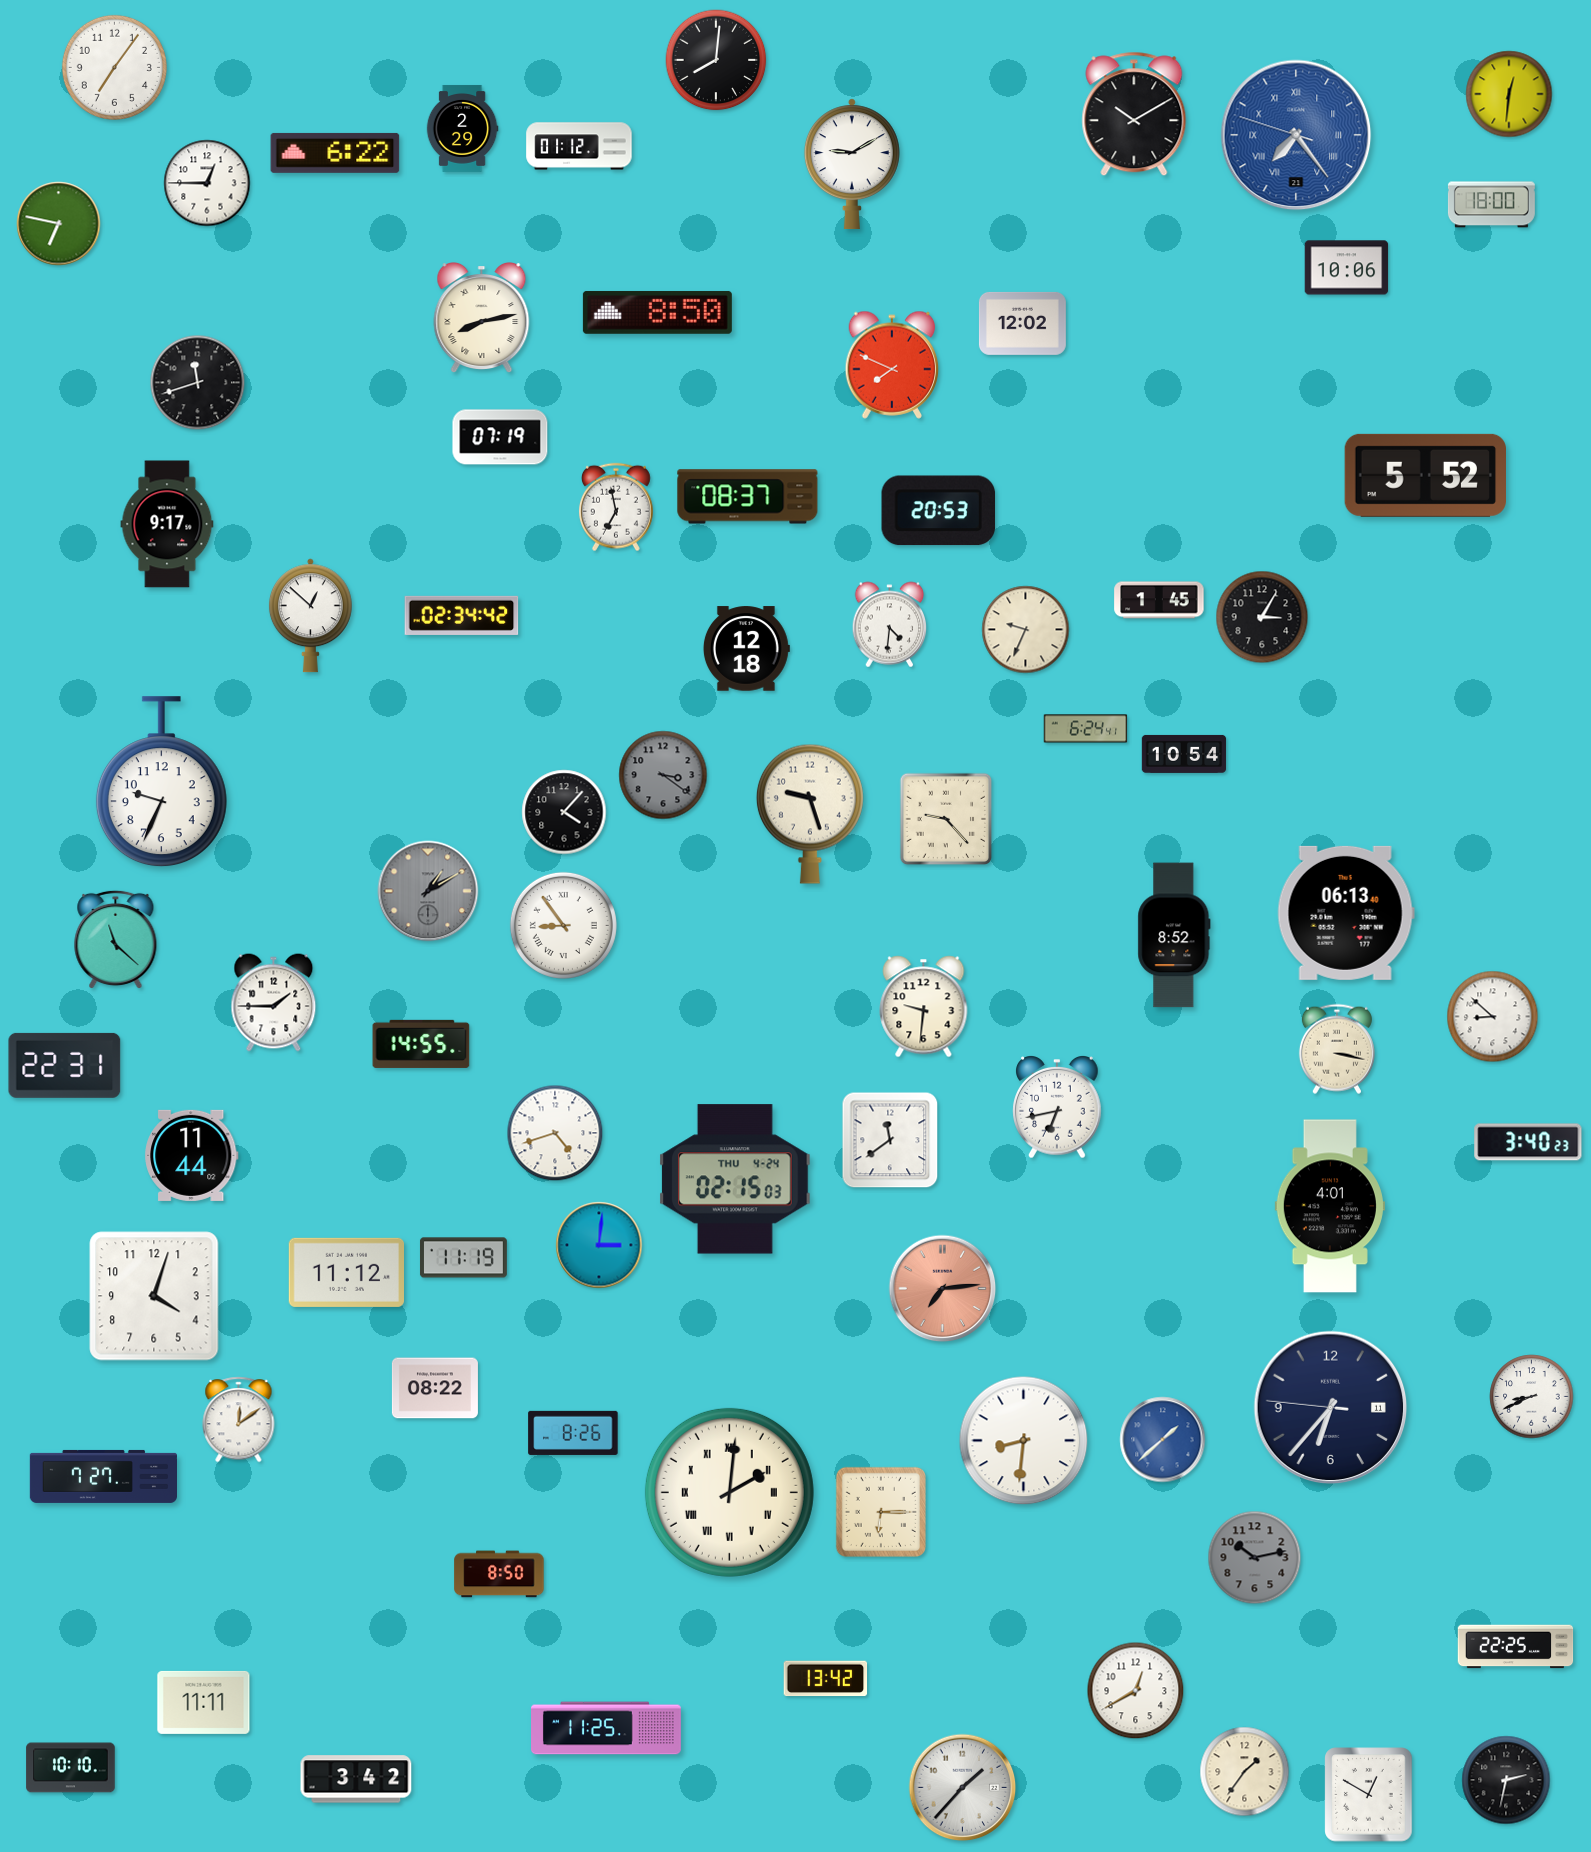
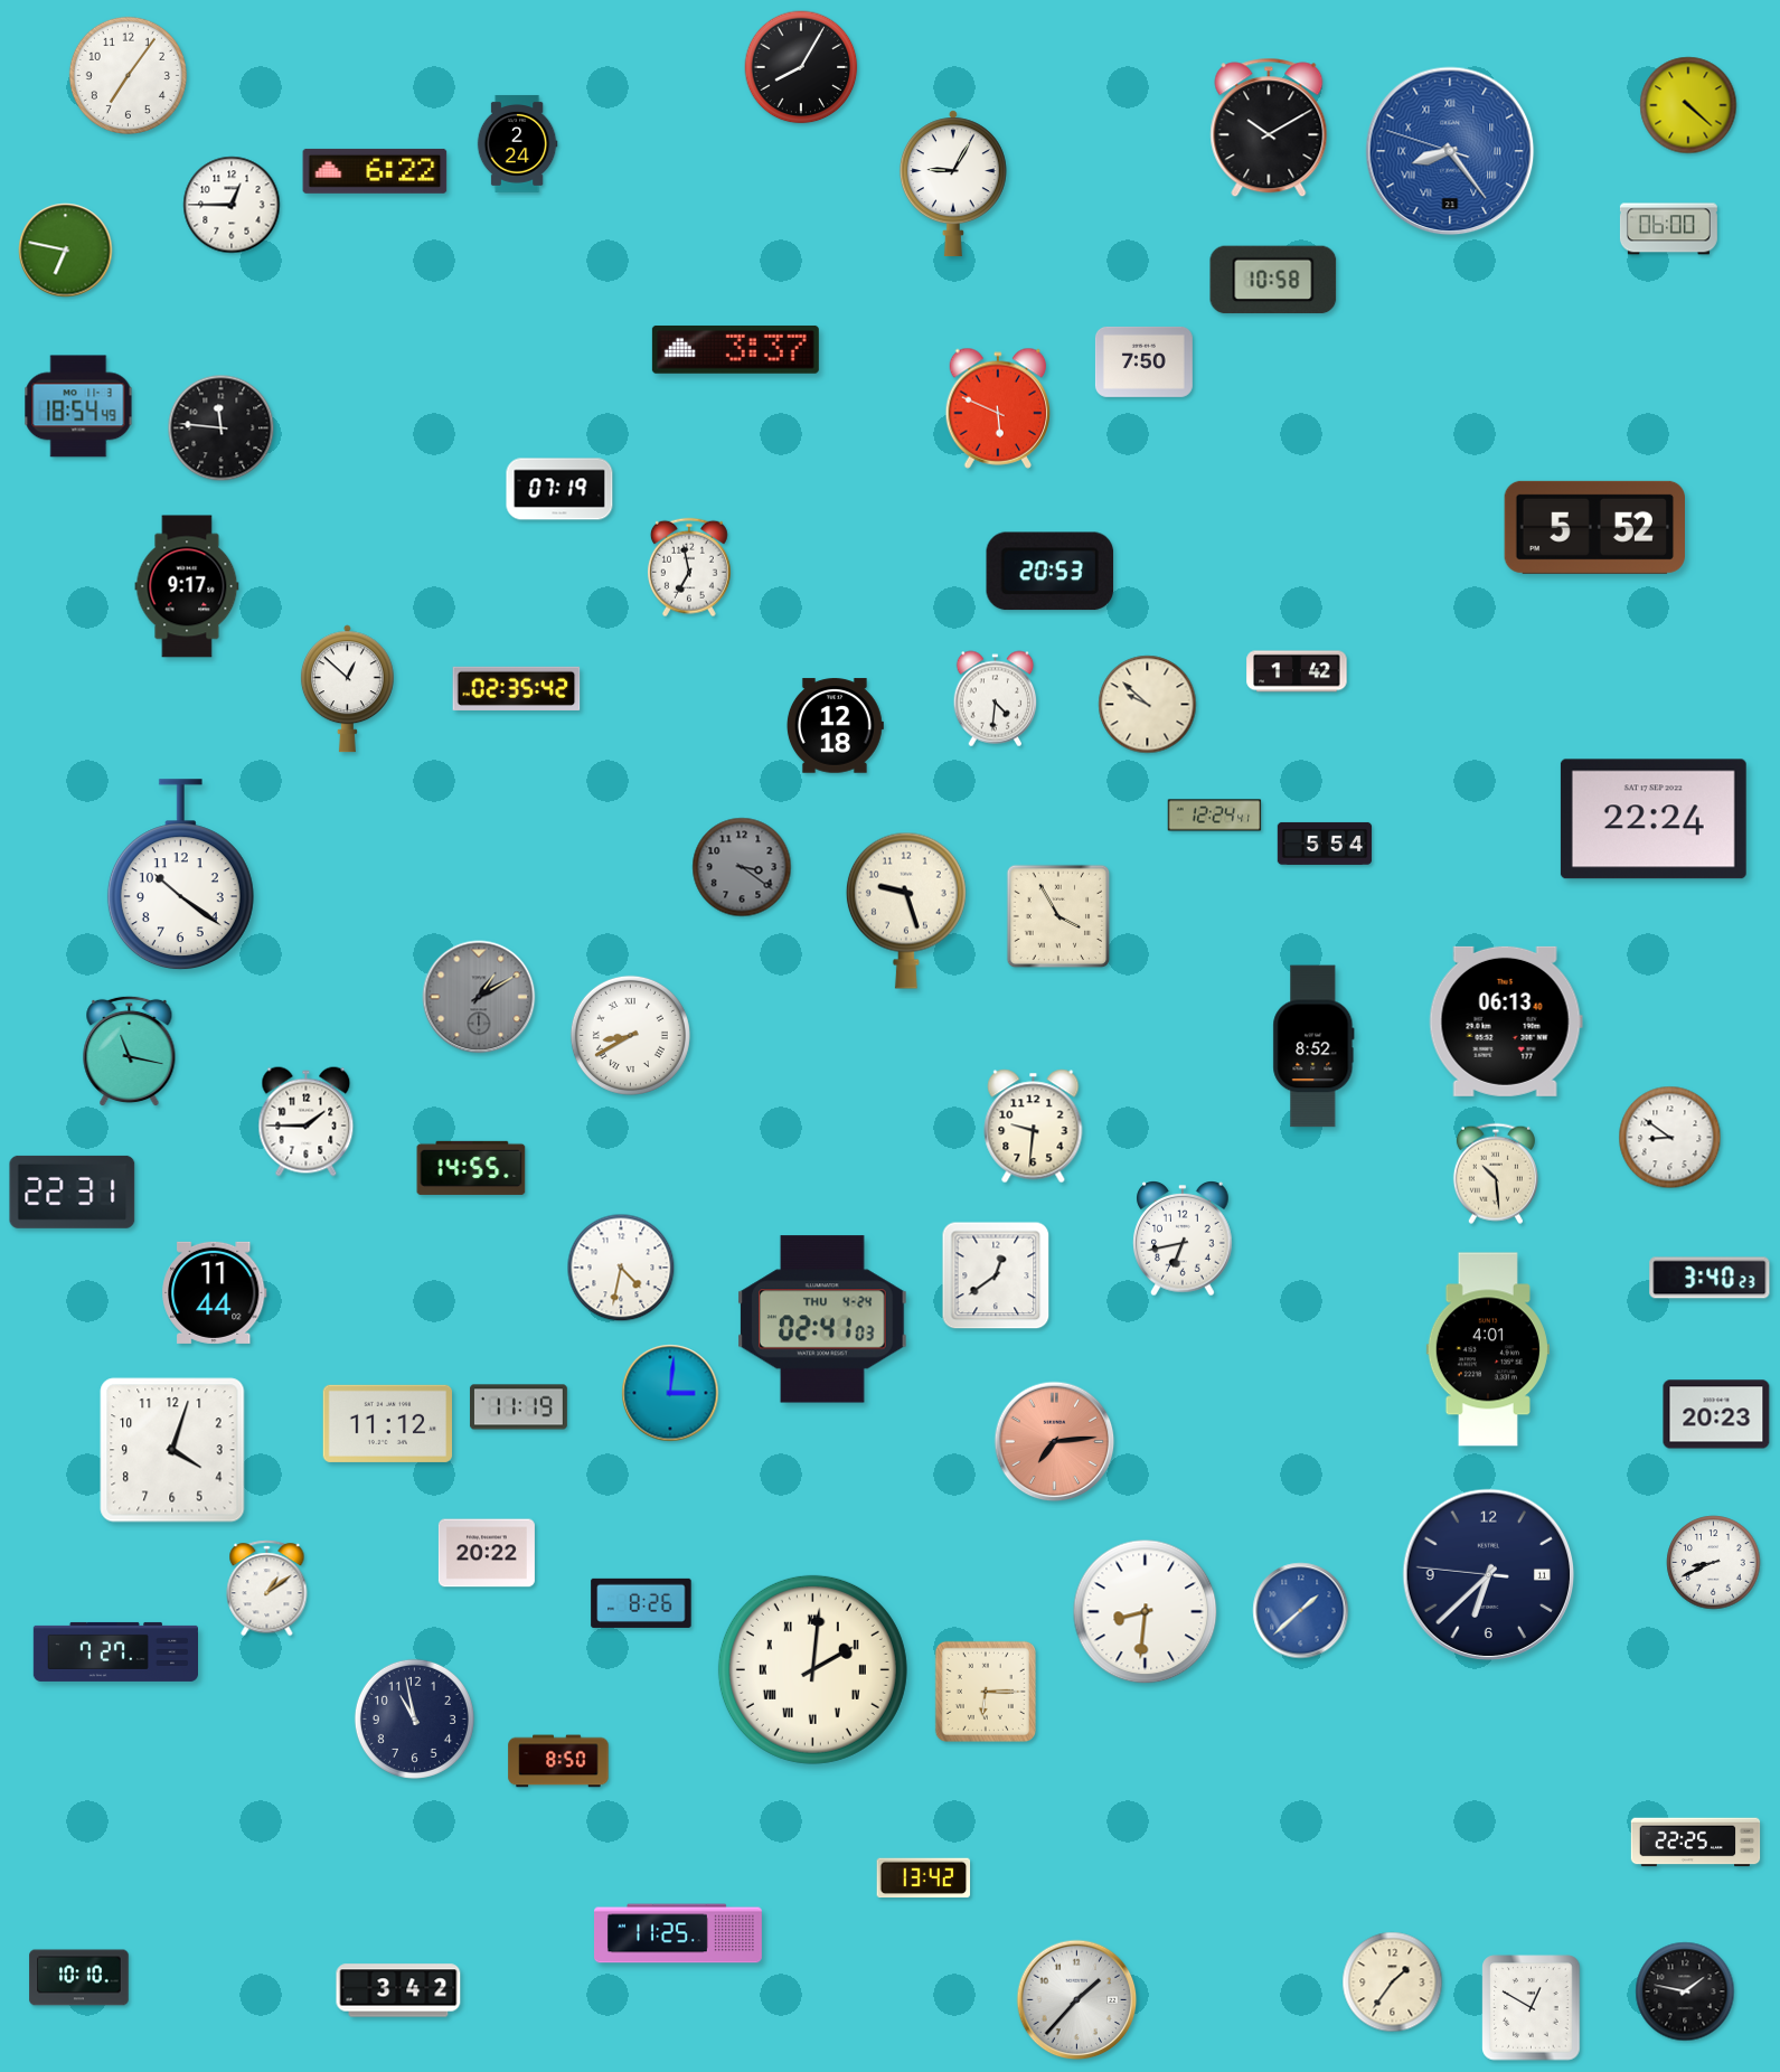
clock at (716, 60): 8:01 -> 8:05
clock at (1509, 94): 12:31 -> 4:22
clock at (462, 128): 2:29 -> 2:24
clock at (1296, 135): 7:23 -> 8:23
clock at (579, 146): 01:12 -> none
clock at (852, 164): 9:10 -> 9:05
clock at (1491, 205): 18:00 -> 06:00
clock at (1273, 280): none -> 10:58
clock at (1347, 268): 10:06 -> none
clock at (657, 312): 8:50 -> 3:37
clock at (482, 318): 8:13 -> none
clock at (1022, 323): 12:02 -> 7:50
clock at (78, 406): none -> 18:54
clock at (892, 365): 7:49 -> 5:49
clock at (198, 383): 11:42 -> 11:46
clock at (1425, 475) position: (1425, 475) -> (1594, 527)
clock at (748, 497): 08:37 -> none
clock at (1159, 600): 1:45 -> 1:42
clock at (462, 615): 02:34 -> 02:35
clock at (1262, 617): 3:05 -> none
clock at (1026, 630): 9:34 -> 9:52
clock at (1086, 729): 6:24 -> 12:24
clock at (1654, 819): none -> 22:24
clock at (1184, 754): 10:54 -> 5:54
clock at (161, 782): 9:34 -> 10:21
clock at (564, 812): 4:07 -> none
clock at (946, 819): 9:23 -> 3:55
clock at (563, 925): 8:54 -> 8:40
clock at (116, 940): 11:22 -> 11:17
clock at (1493, 1017): 8:52 -> 8:51
clock at (1337, 1049): 3:17 -> 10:29
clock at (555, 1133): 4:42 -> 4:32
clock at (890, 1140): 11:39 -> 12:39
clock at (736, 1179): 02:15 -> 02:41
clock at (1716, 1414): none -> 20:23
clock at (435, 1388): 08:22 -> 20:22
clock at (1331, 1408): 6:36 -> 6:37
clock at (239, 1420): 12:09 -> 1:09
clock at (729, 1492) position: (729, 1492) -> (812, 1669)
clock at (414, 1718): none -> 10:58
clock at (1255, 1558): 10:13 -> none
clock at (1136, 1691): 12:40 -> none
clock at (204, 1702): 11:11 -> none
clock at (1506, 1780): 2:32 -> 1:47
